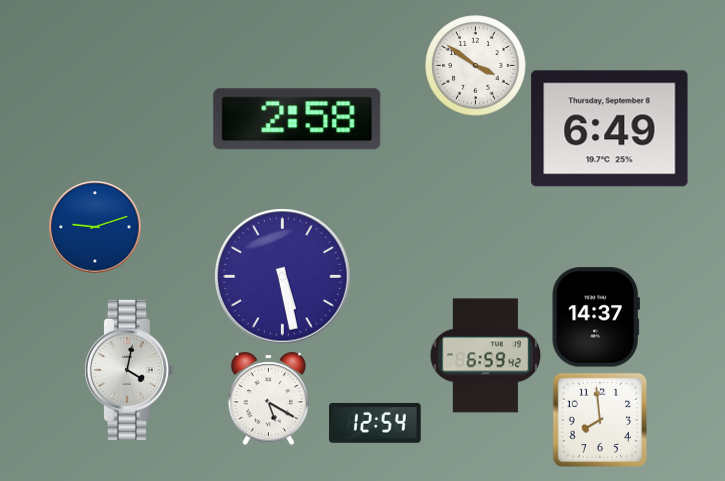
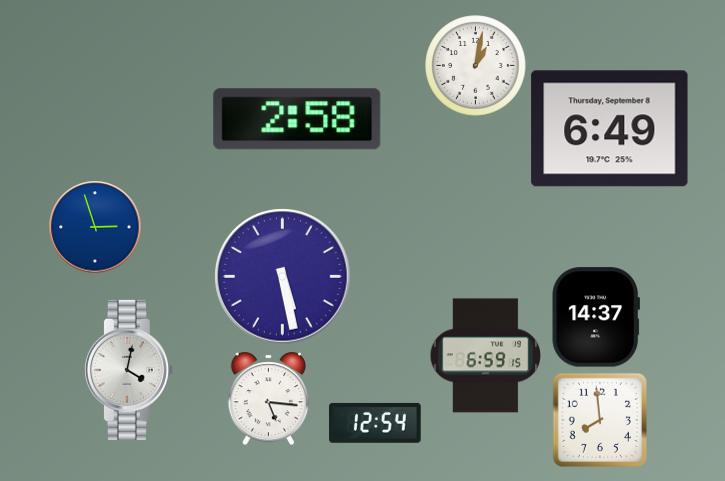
clock at (476, 66): 3:51 -> 1:02
clock at (95, 227): 9:12 -> 2:57
clock at (486, 356): 6:59:42 -> 6:59:15
clock at (268, 398): 5:20 -> 5:16
